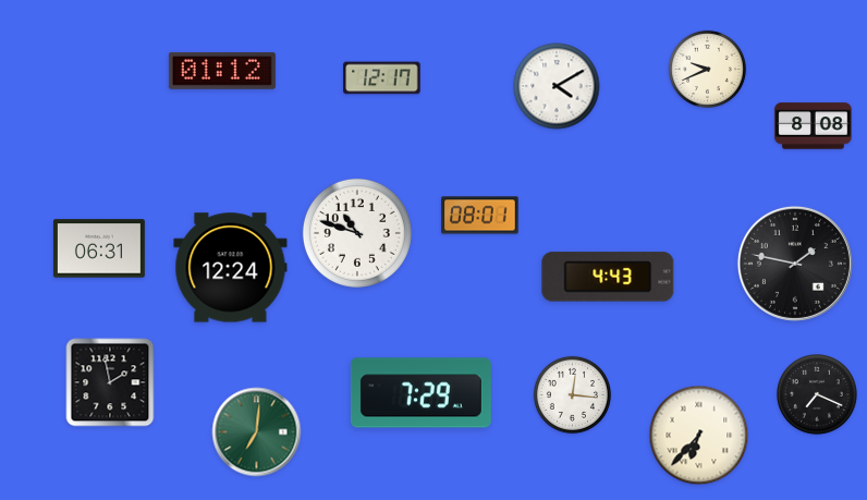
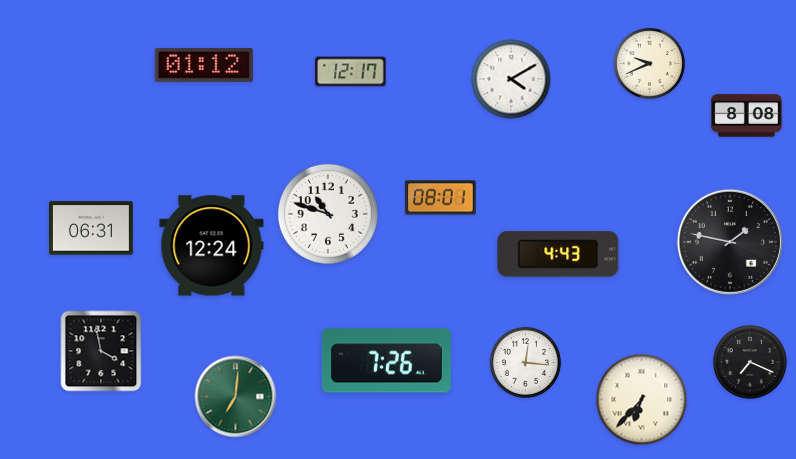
clock at (110, 382): 1:58 -> 3:58
clock at (420, 393): 7:29 -> 7:26
